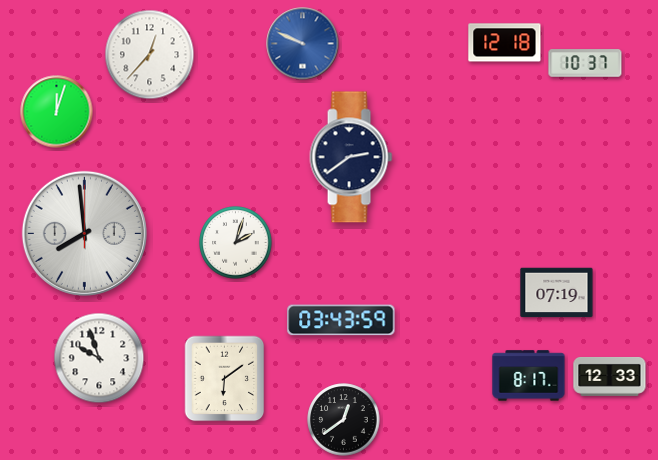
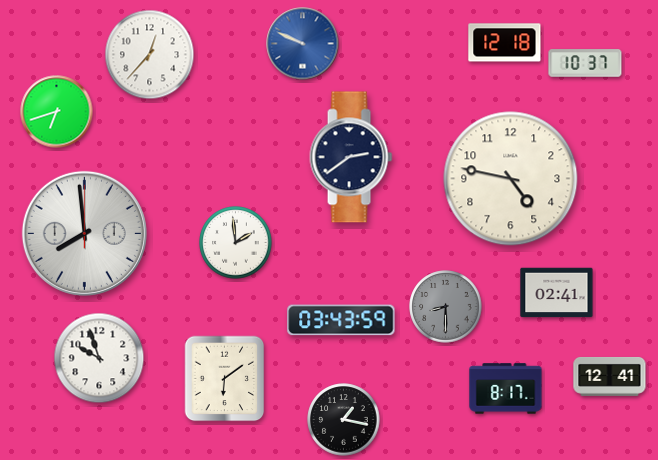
clock at (57, 112): 12:03 -> 6:42
clock at (511, 179): none -> 4:47
clock at (236, 243): 2:03 -> 1:59
clock at (557, 293): 07:19 -> 02:41
clock at (446, 307): none -> 8:30
clock at (529, 376) position: (529, 376) -> (506, 389)
clock at (610, 376): 12:33 -> 12:41
clock at (344, 420): 12:39 -> 1:17
